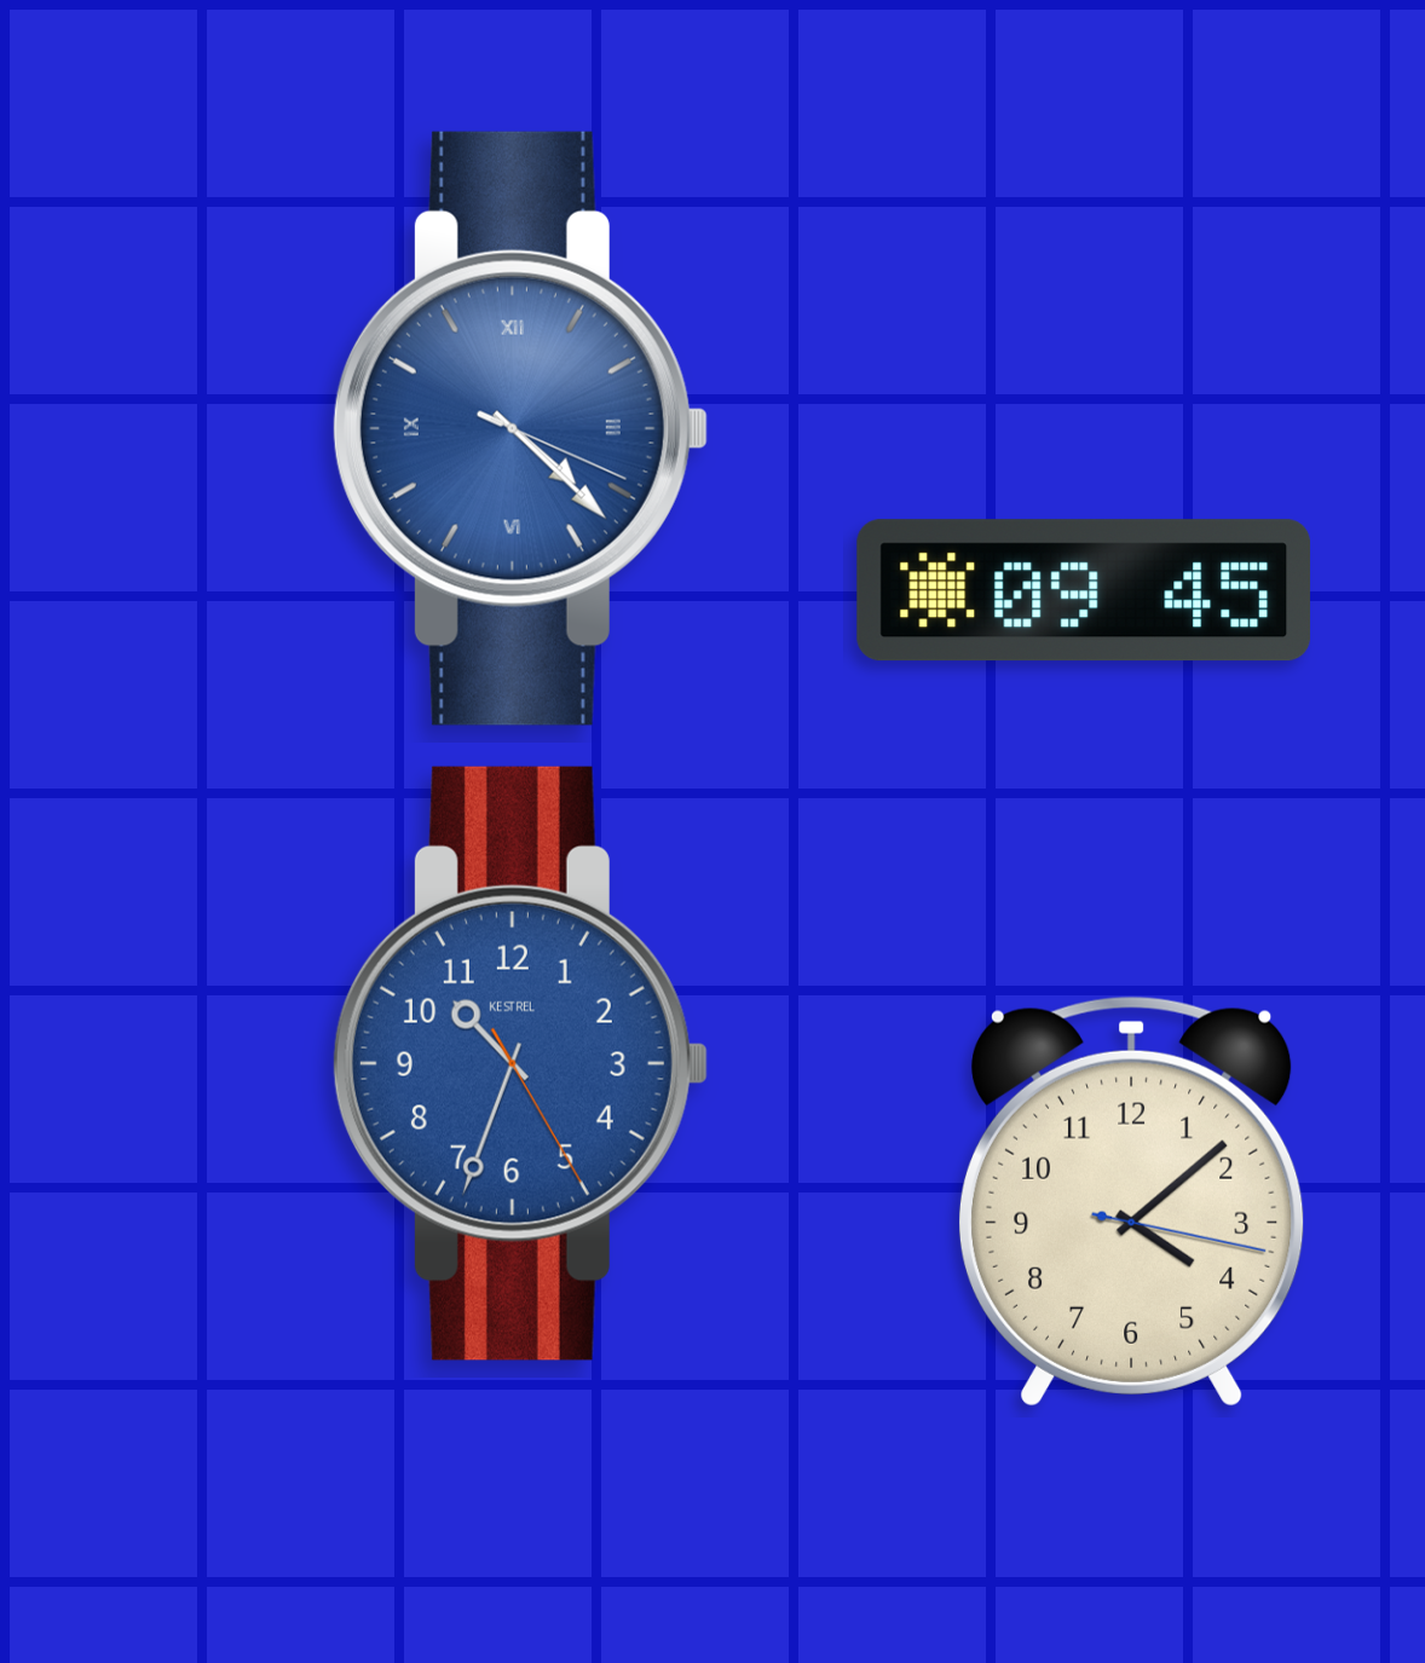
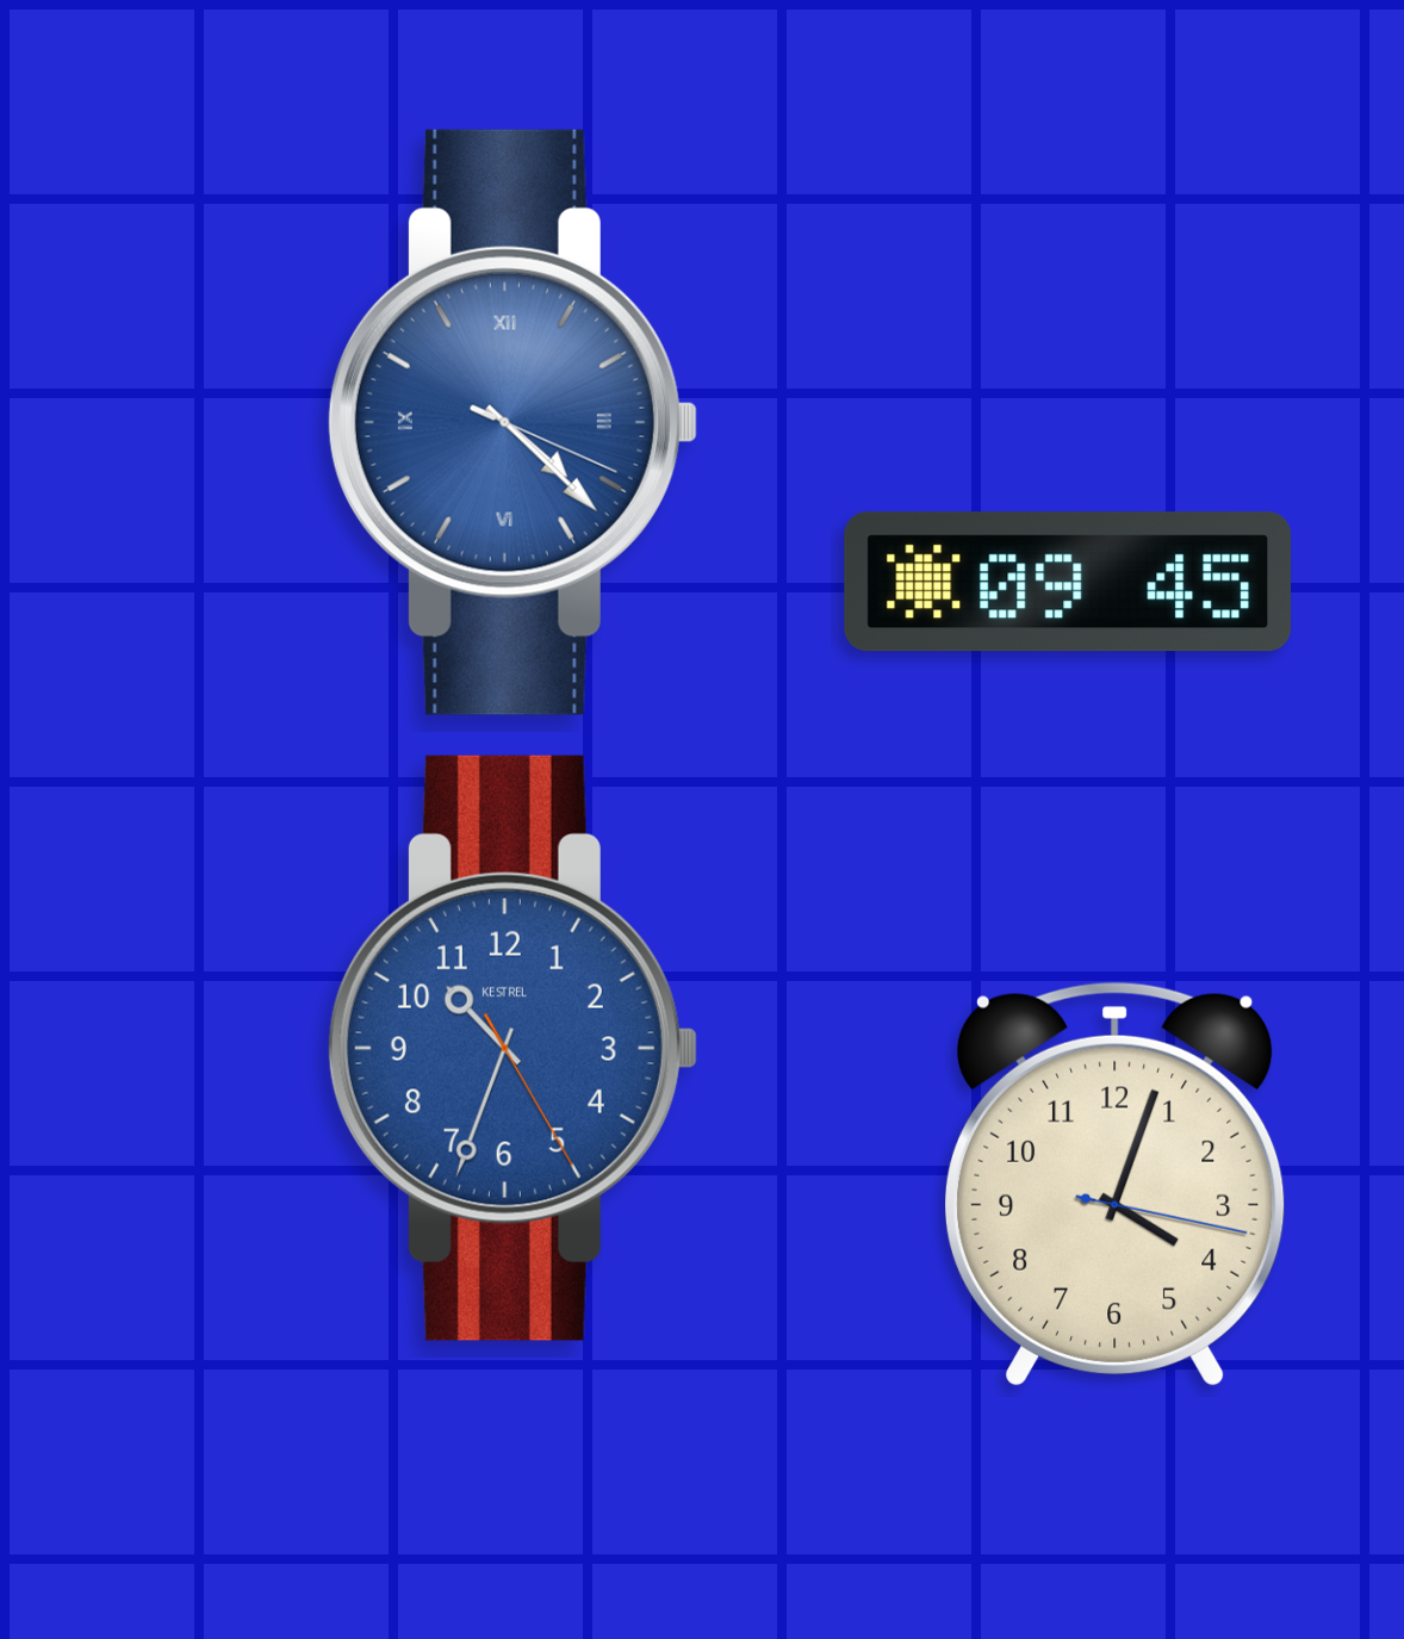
clock at (1131, 1201): 4:08 -> 4:03
